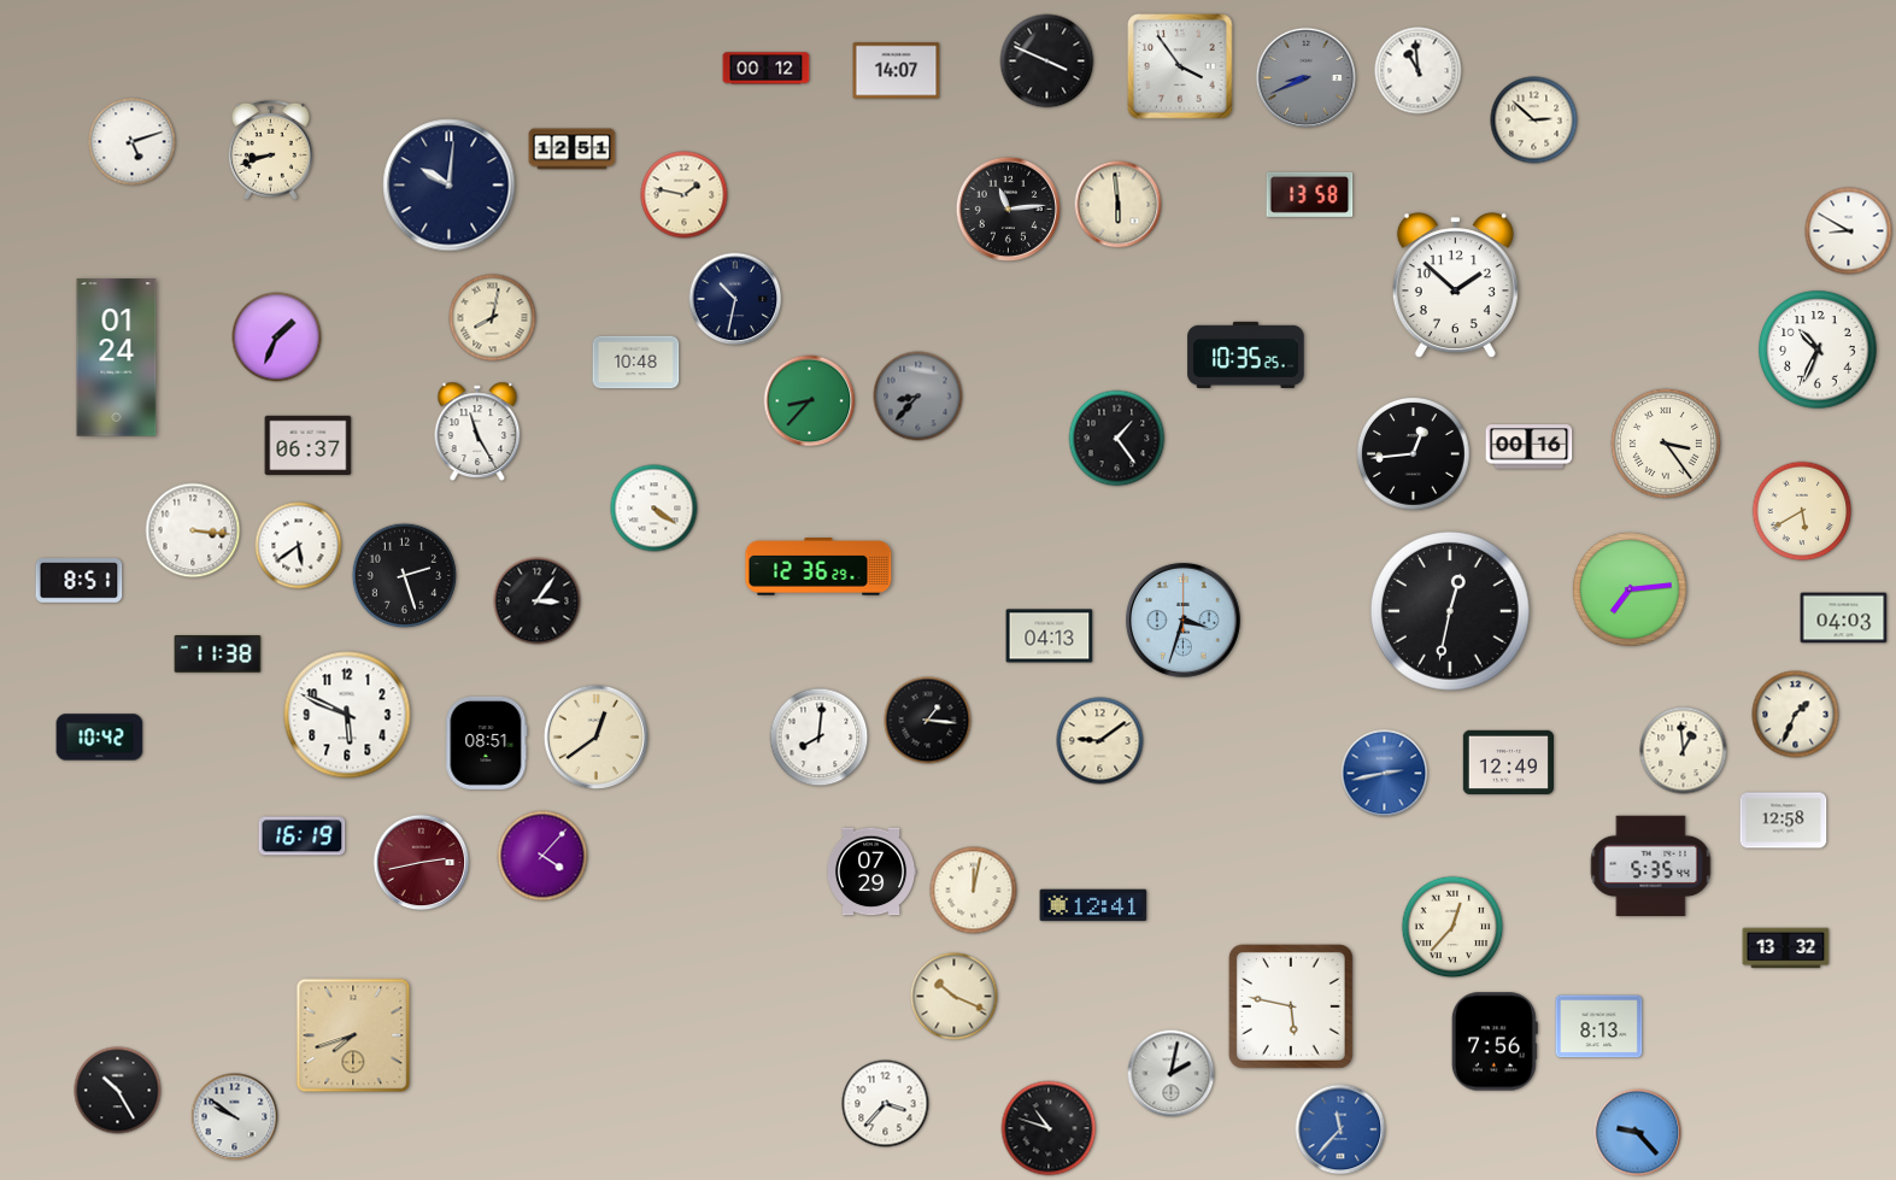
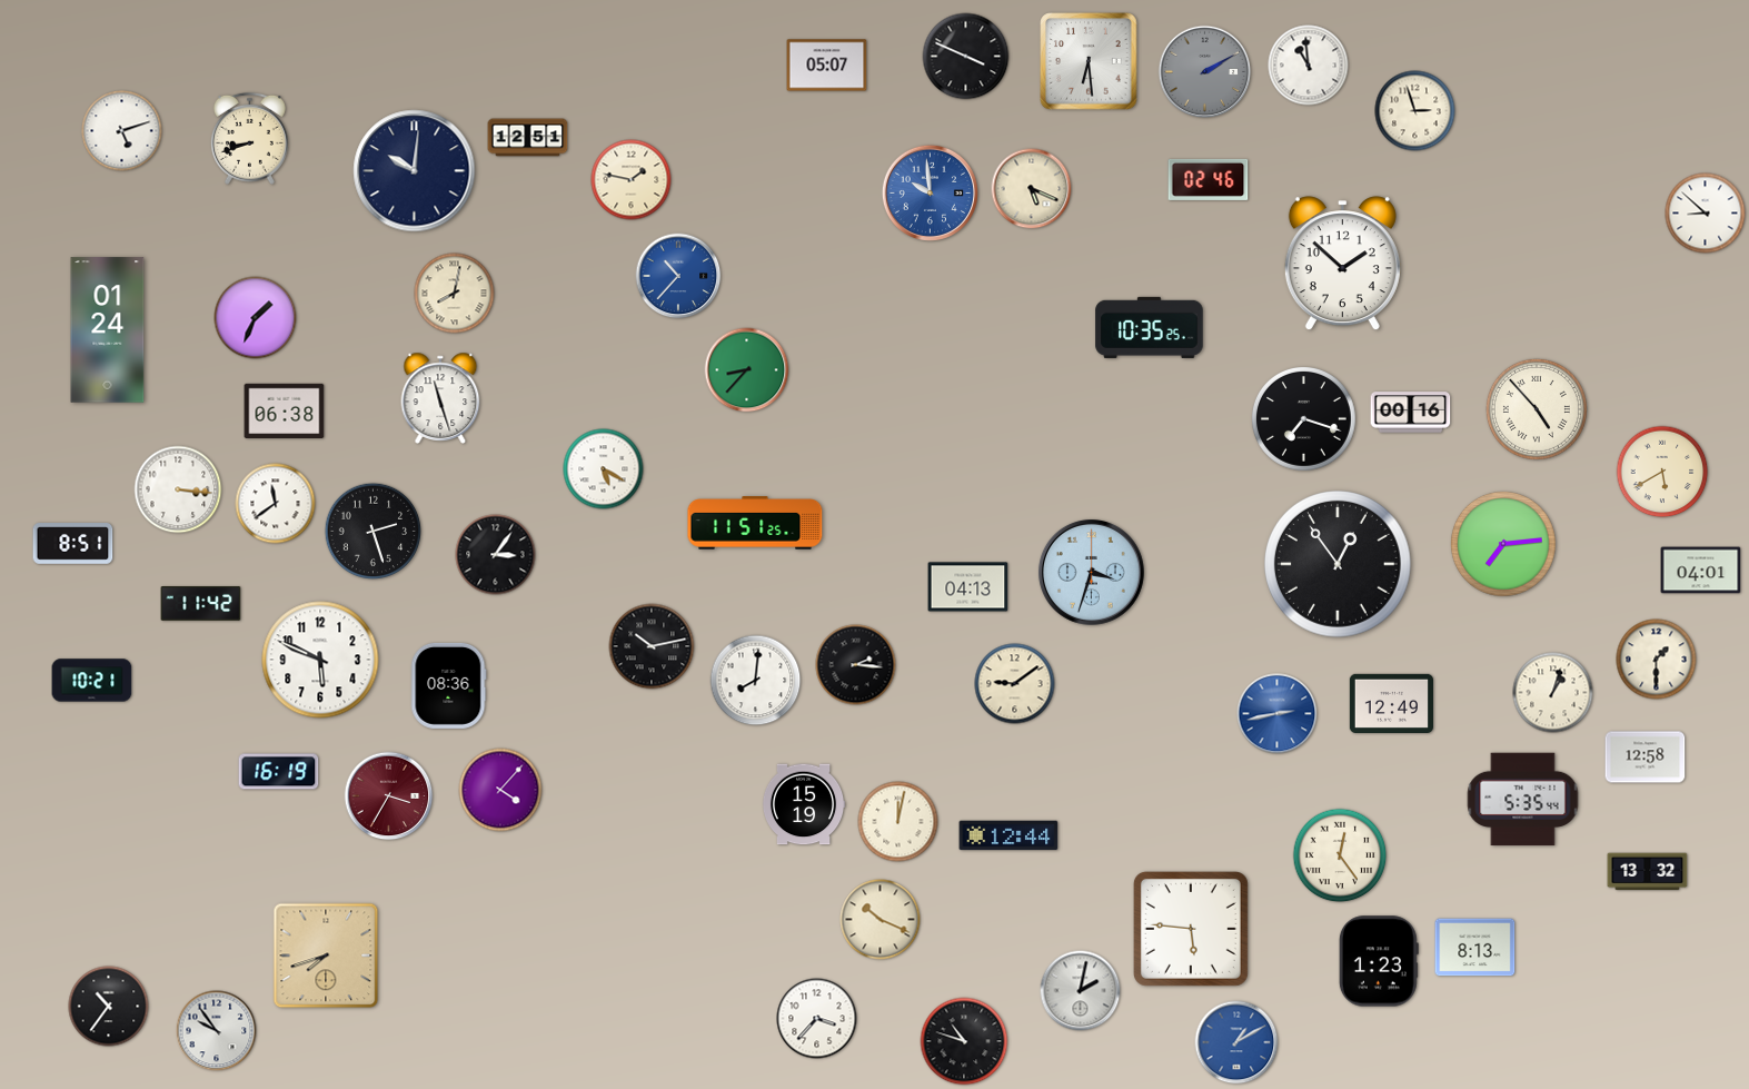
clock at (1180, 66): 3:54 -> 6:29
clock at (767, 69): 00:12 -> none
clock at (897, 71): 14:07 -> 05:07
clock at (1307, 78): 8:41 -> 2:10
clock at (1534, 121): 2:52 -> 2:57
clock at (1310, 194): 13:58 -> 02:46
clock at (1119, 205): 5:59 -> 5:19
clock at (1008, 209): 11:14 -> 9:59
clock at (1008, 209) dial: black -> blue
clock at (1849, 231): 8:50 -> 8:52
clock at (735, 299): 10:32 -> 10:37
clock at (735, 299) dial: navy -> blue
clock at (277, 337) position: (277, 337) -> (256, 318)
clock at (1818, 350): 10:34 -> none
clock at (636, 363): 10:48 -> none
clock at (918, 397): 8:37 -> none
clock at (477, 430): 11:25 -> 11:27
clock at (1117, 439): 1:24 -> none
clock at (1666, 444): 3:24 -> 4:53
clock at (309, 445): 06:37 -> 06:38
clock at (1414, 454): 12:44 -> 7:18
clock at (654, 509): 4:21 -> 5:20
clock at (299, 546): 5:39 -> 11:39
clock at (818, 566): 12:36 -> 11:51
clock at (80, 581) position: (80, 581) -> (73, 544)
clock at (1451, 612): 12:32 -> 12:54
clock at (1844, 618): 04:03 -> 04:01
clock at (218, 654): 11:38 -> 11:42
clock at (652, 646): none -> 10:13
clock at (1796, 715): 1:34 -> 1:30
clock at (928, 721): 1:16 -> 2:16
clock at (595, 736): 12:39 -> none
clock at (100, 738): 10:42 -> 10:21
clock at (487, 742): 08:51 -> 08:36
clock at (1684, 751): 12:59 -> 1:03
clock at (422, 863): 2:43 -> 3:35
clock at (871, 871): 07:29 -> 15:19
clock at (1093, 905): 12:41 -> 12:44
clock at (1452, 927): 12:37 -> 12:24
clock at (1786, 949) position: (1786, 949) -> (1648, 872)
clock at (1291, 1006): 5:47 -> 5:46
clock at (1495, 1041): 7:56 -> 1:23
clock at (118, 1091): 10:25 -> 10:36
clock at (235, 1117): 9:51 -> 9:54
clock at (1049, 1128) position: (1049, 1128) -> (964, 1041)
clock at (1340, 1129): 11:37 -> 1:10
clock at (1638, 1133): 9:23 -> none
